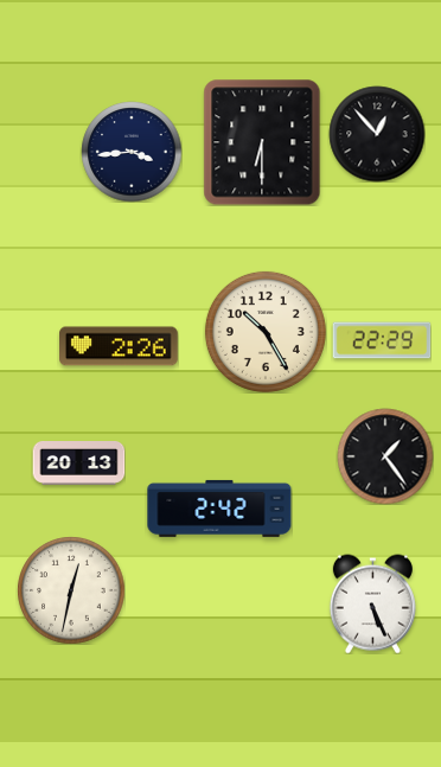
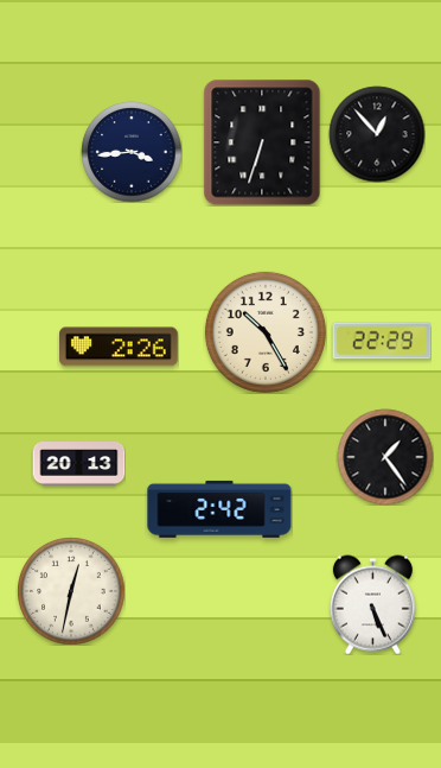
clock at (262, 142): 6:30 -> 6:33
